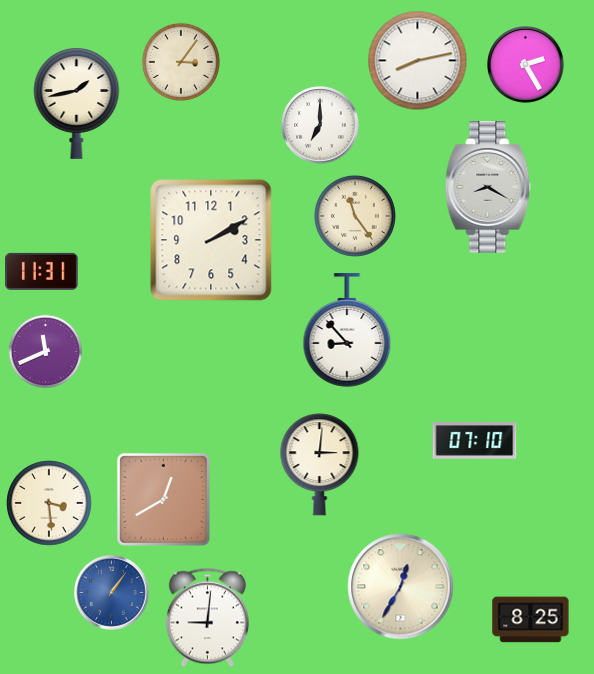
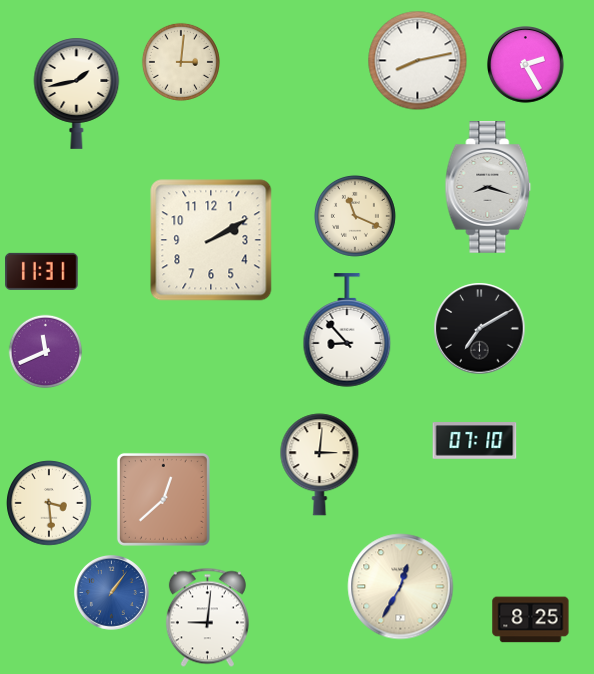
clock at (181, 62): 3:06 -> 3:01
clock at (77, 103) position: (77, 103) -> (77, 93)
clock at (320, 125): 7:00 -> none
clock at (488, 188): 8:20 -> 8:18
clock at (355, 216): 11:24 -> 11:19
clock at (480, 329): none -> 7:10
clock at (163, 499): 12:40 -> 12:38
